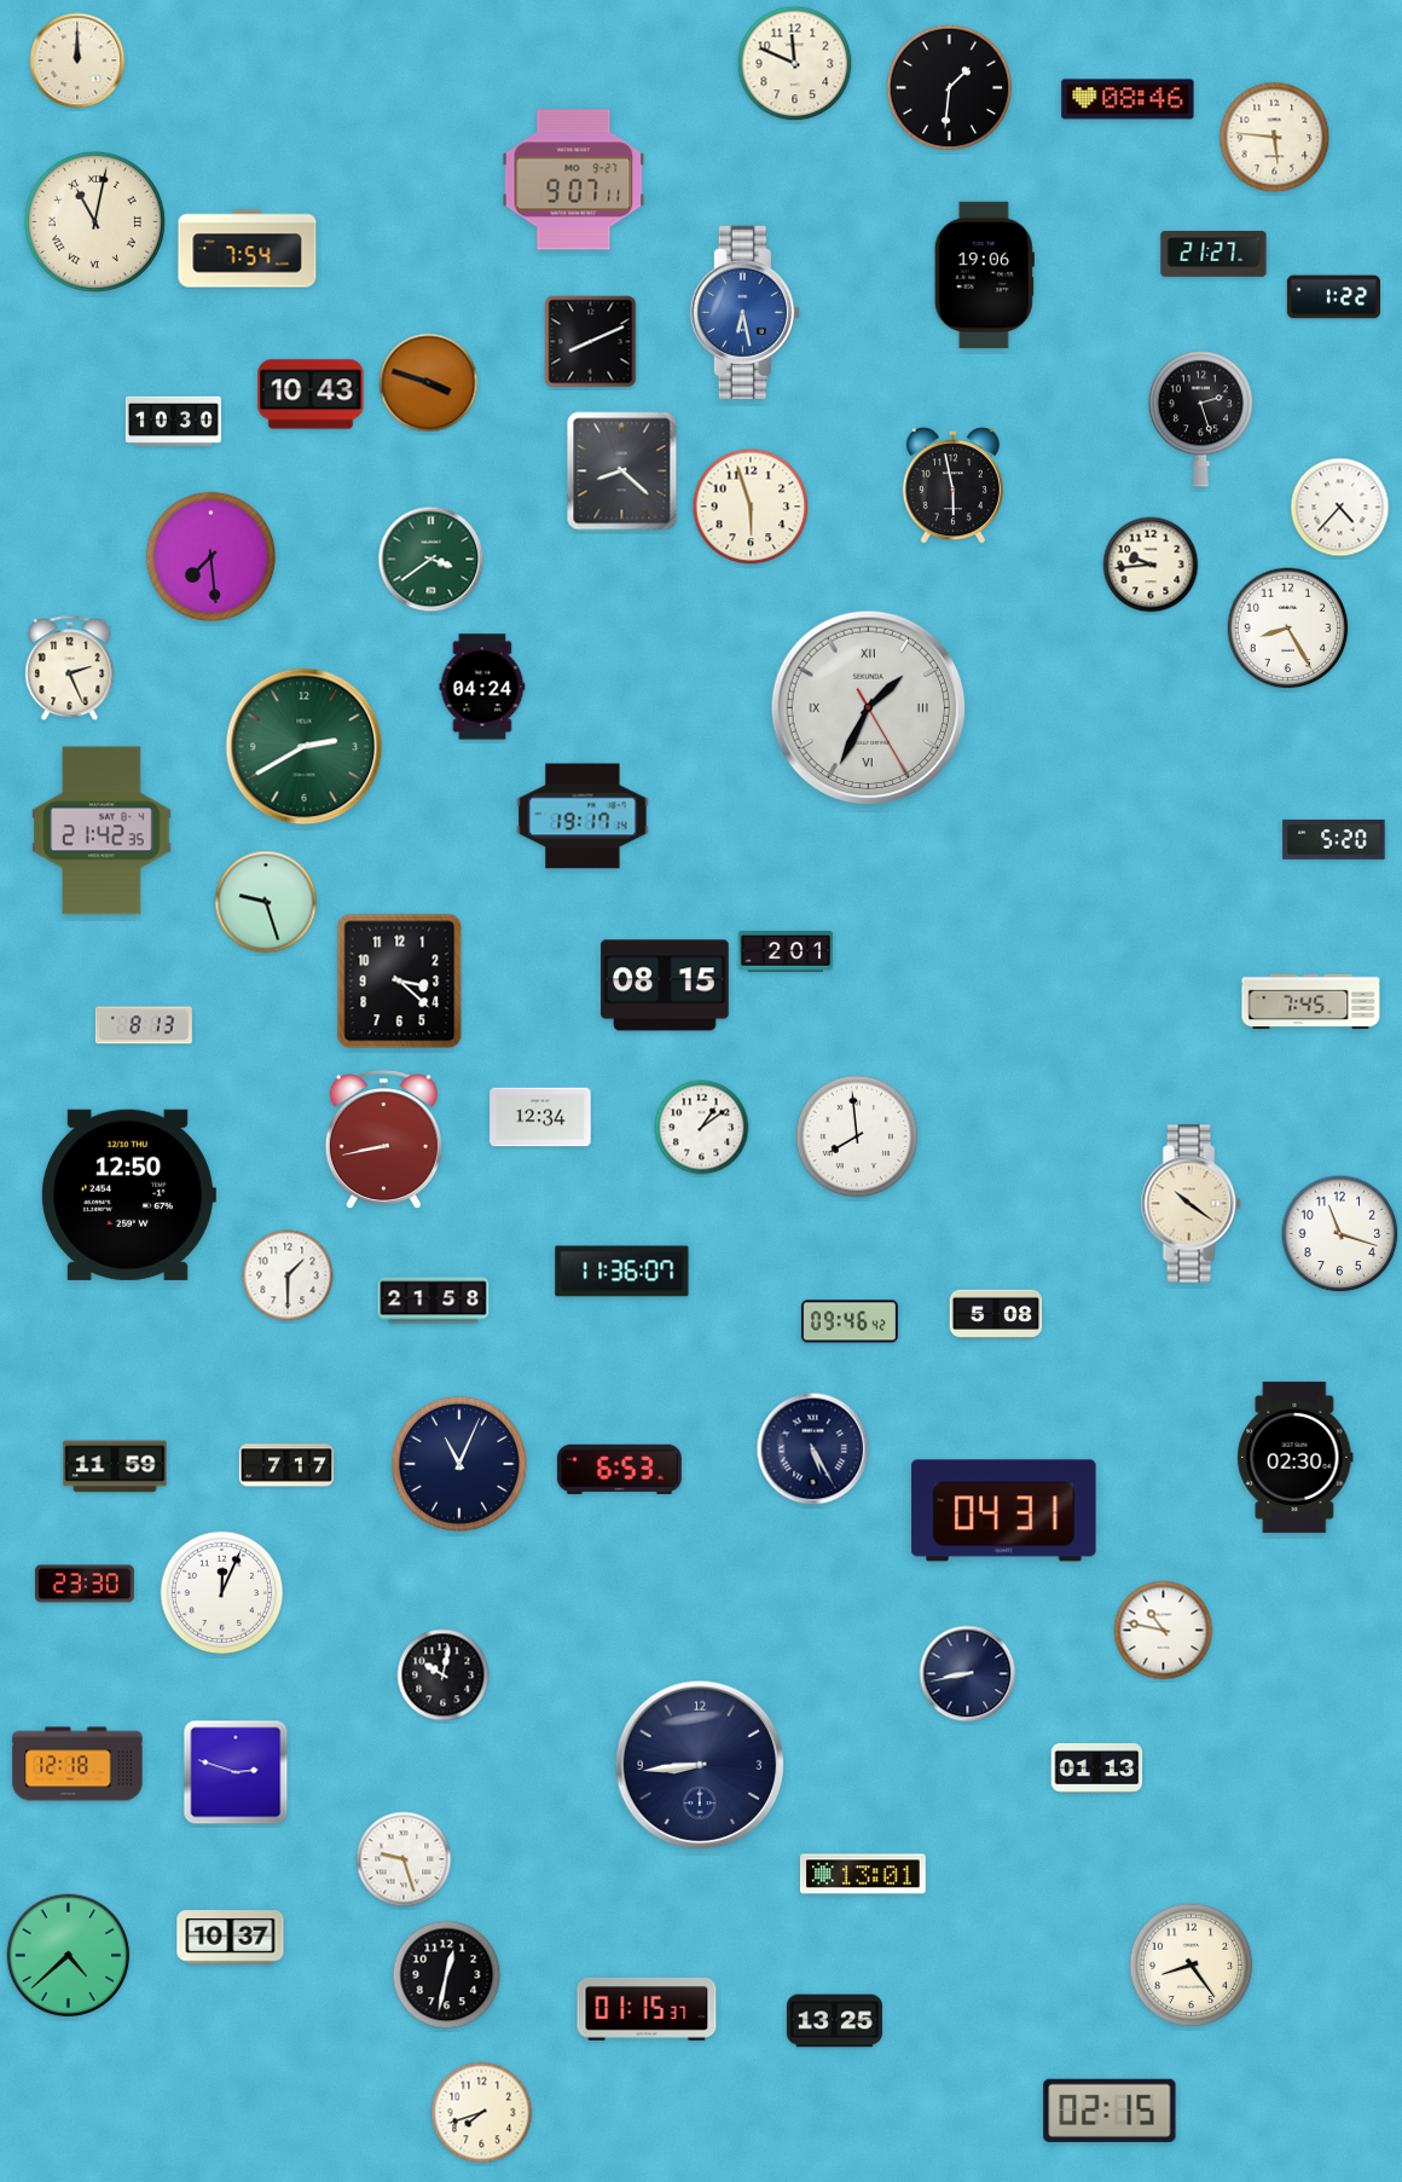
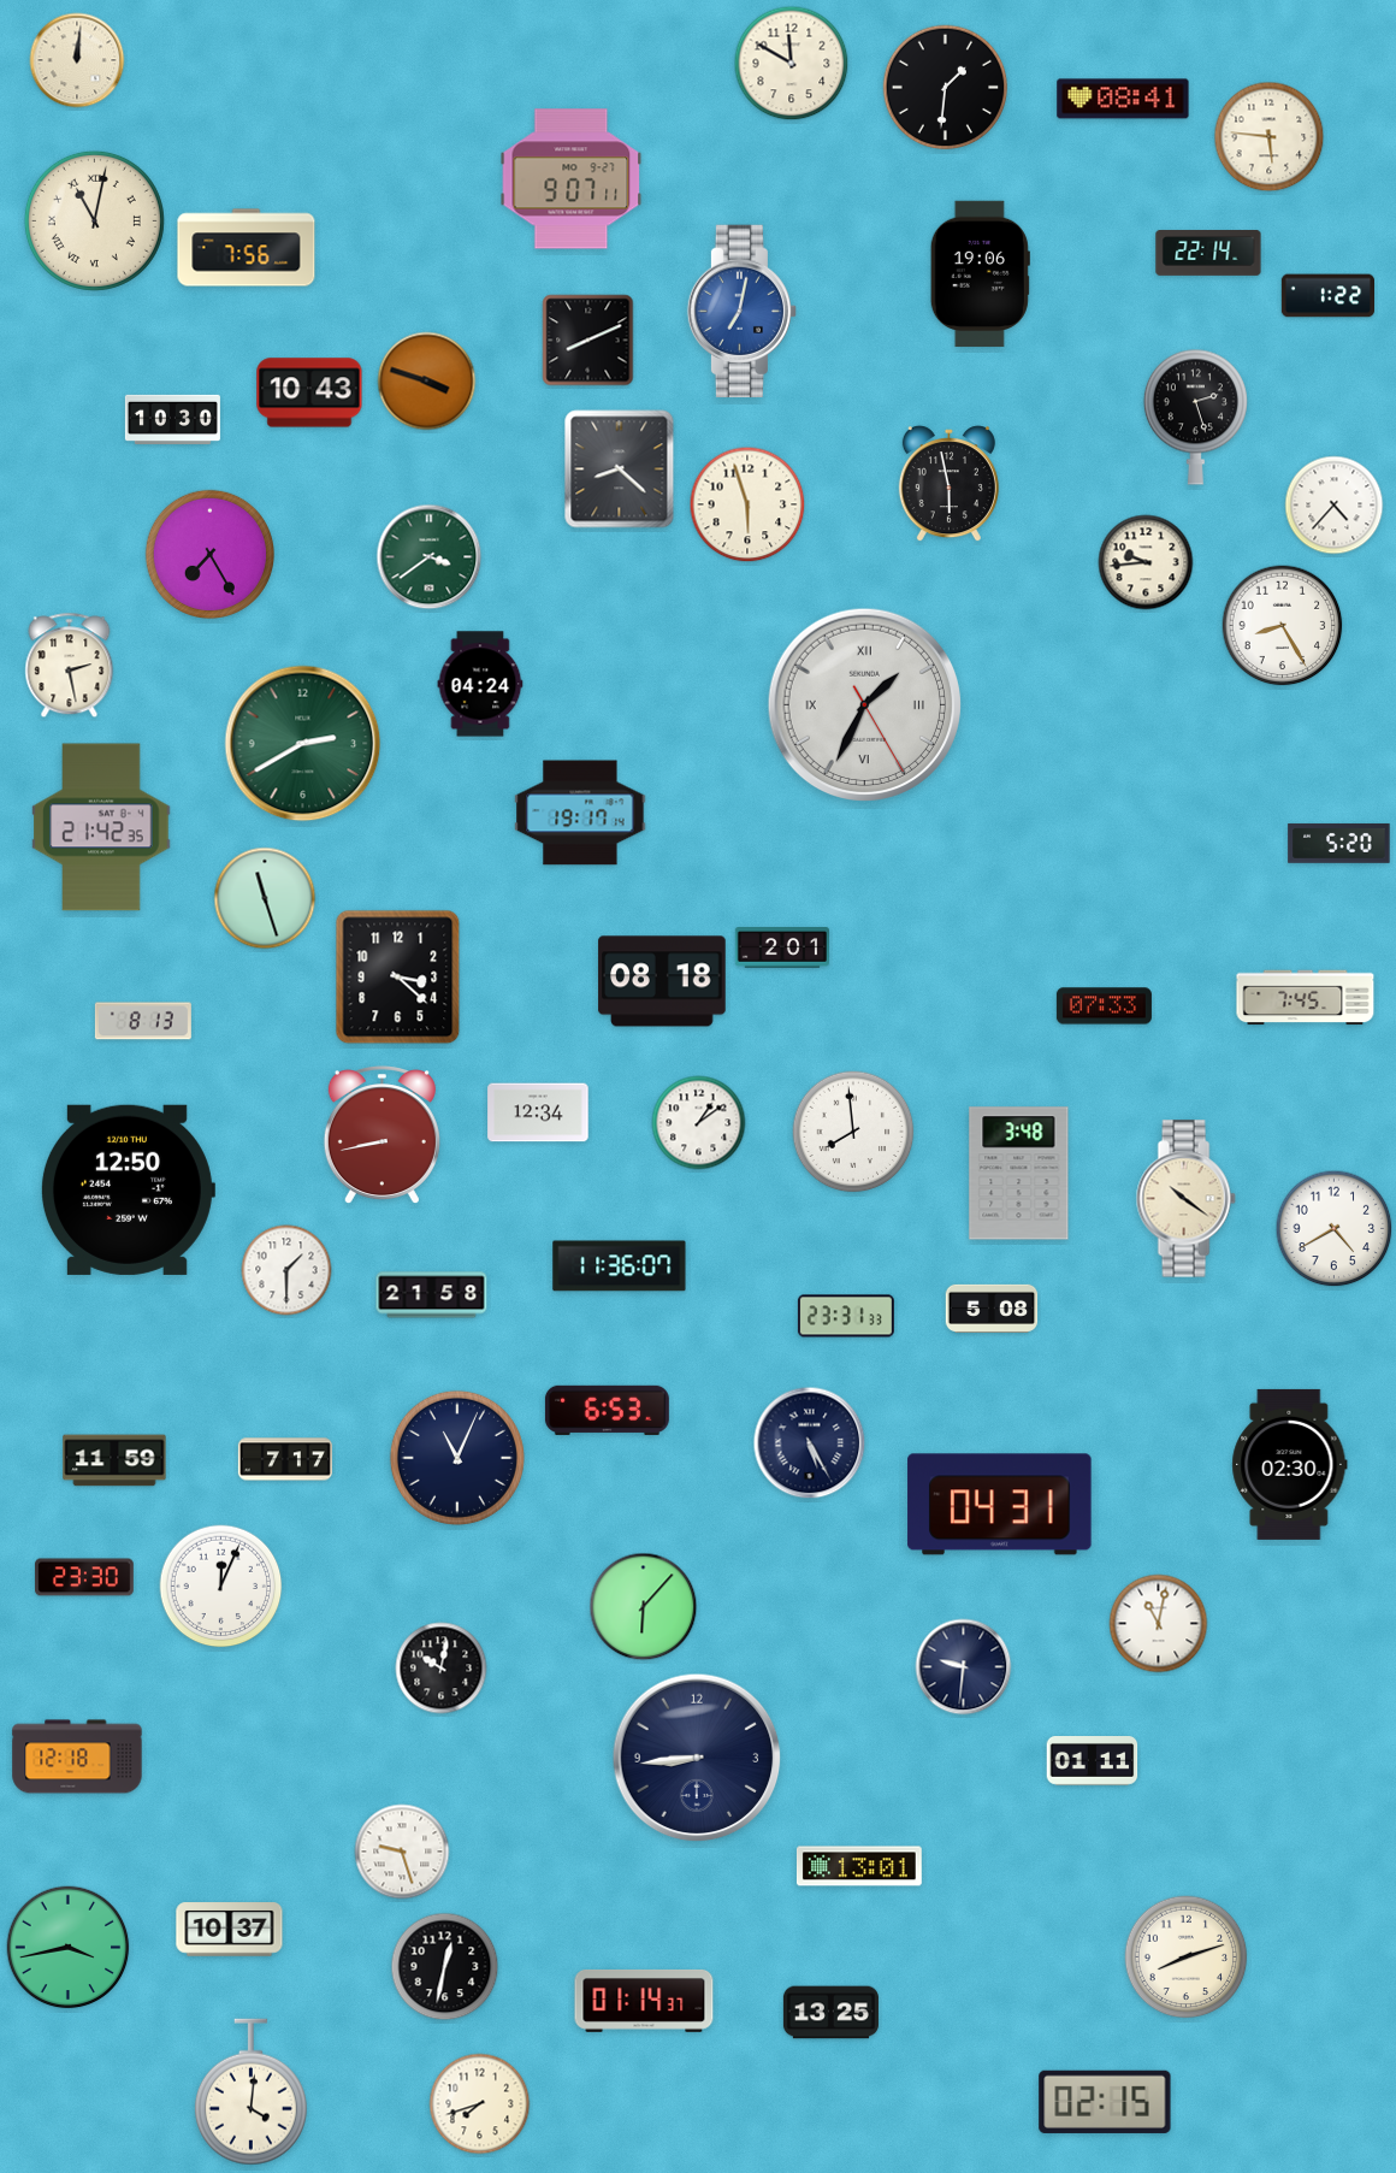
clock at (77, 60): 12:00 -> 12:01
clock at (795, 64): 11:49 -> 11:50
clock at (1128, 99): 08:46 -> 08:41
clock at (248, 249): 7:54 -> 7:56
clock at (1213, 255): 21:27 -> 22:14
clock at (745, 313): 6:28 -> 7:02
clock at (210, 556): 7:29 -> 7:25
clock at (70, 669): 2:26 -> 2:28
clock at (1334, 839) position: (1334, 839) -> (1339, 843)
clock at (266, 902): 9:27 -> 11:27
clock at (665, 985): 08:15 -> 08:18
clock at (1104, 1006): none -> 07:33
clock at (1019, 1174): none -> 3:48
clock at (1340, 1234): 11:18 -> 4:40
clock at (850, 1321): 09:46 -> 23:31
clock at (1296, 1457) position: (1296, 1457) -> (1290, 1464)
clock at (619, 1469) position: (619, 1469) -> (607, 1410)
clock at (644, 1607): none -> 6:07
clock at (1164, 1631): 10:47 -> 11:02
clock at (968, 1674): 8:43 -> 9:31
clock at (1097, 1769): 01:13 -> 01:11
clock at (236, 1772): 2:48 -> none
clock at (69, 1956): 4:38 -> 3:43
clock at (1192, 1966): 8:24 -> 8:12
clock at (647, 2009): 01:15 -> 01:14
clock at (250, 2092): none -> 4:01
